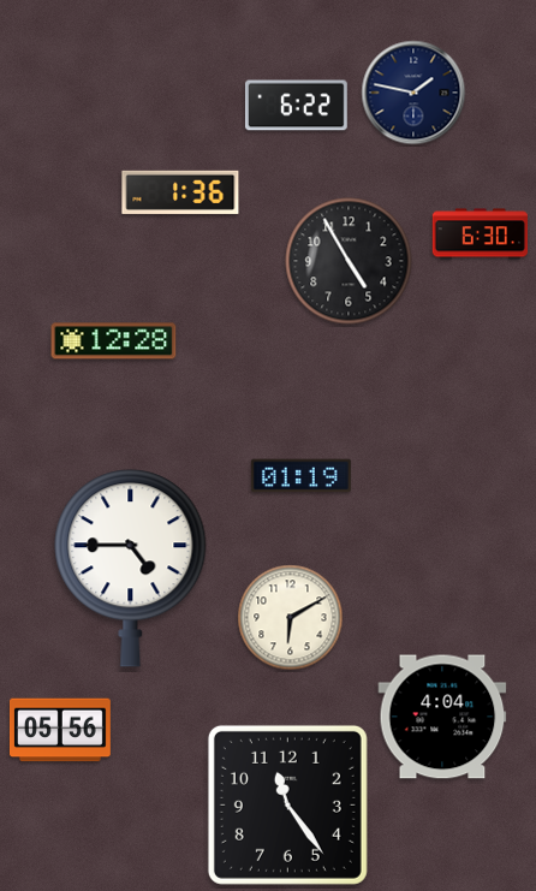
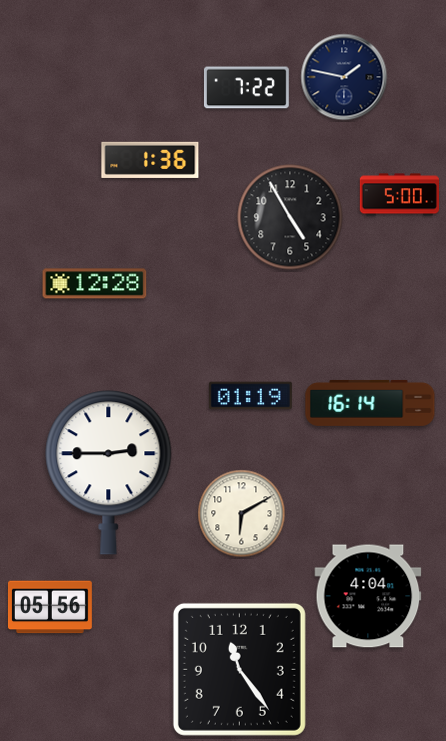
clock at (296, 106): 6:22 -> 7:22
clock at (480, 234): 6:30 -> 5:00
clock at (370, 403): none -> 16:14
clock at (131, 569): 4:45 -> 2:45
